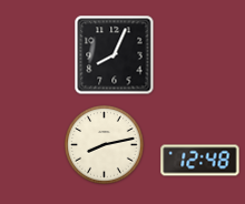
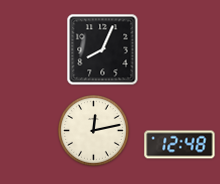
clock at (105, 145): 8:13 -> 12:13
